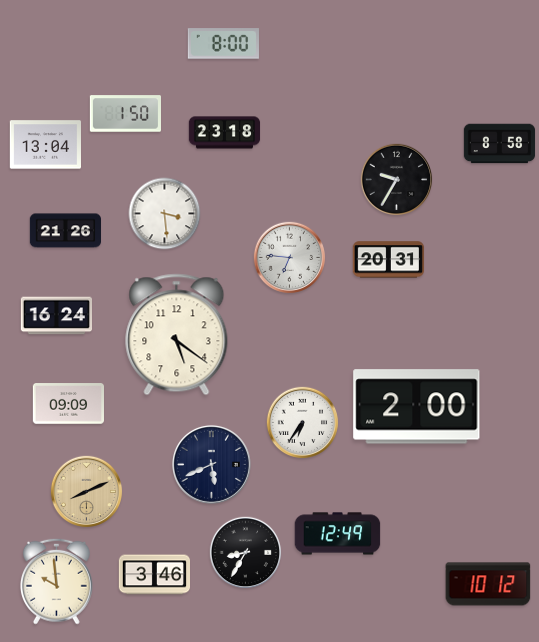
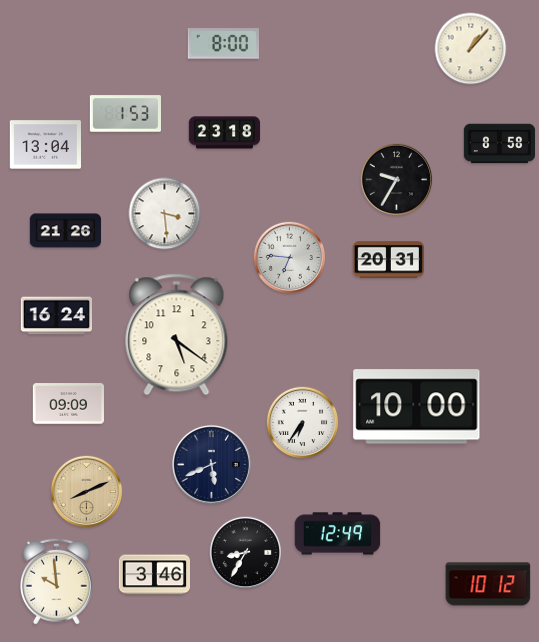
clock at (471, 49): none -> 1:07
clock at (125, 114): 1:50 -> 1:53
clock at (417, 407): 2:00 -> 10:00
